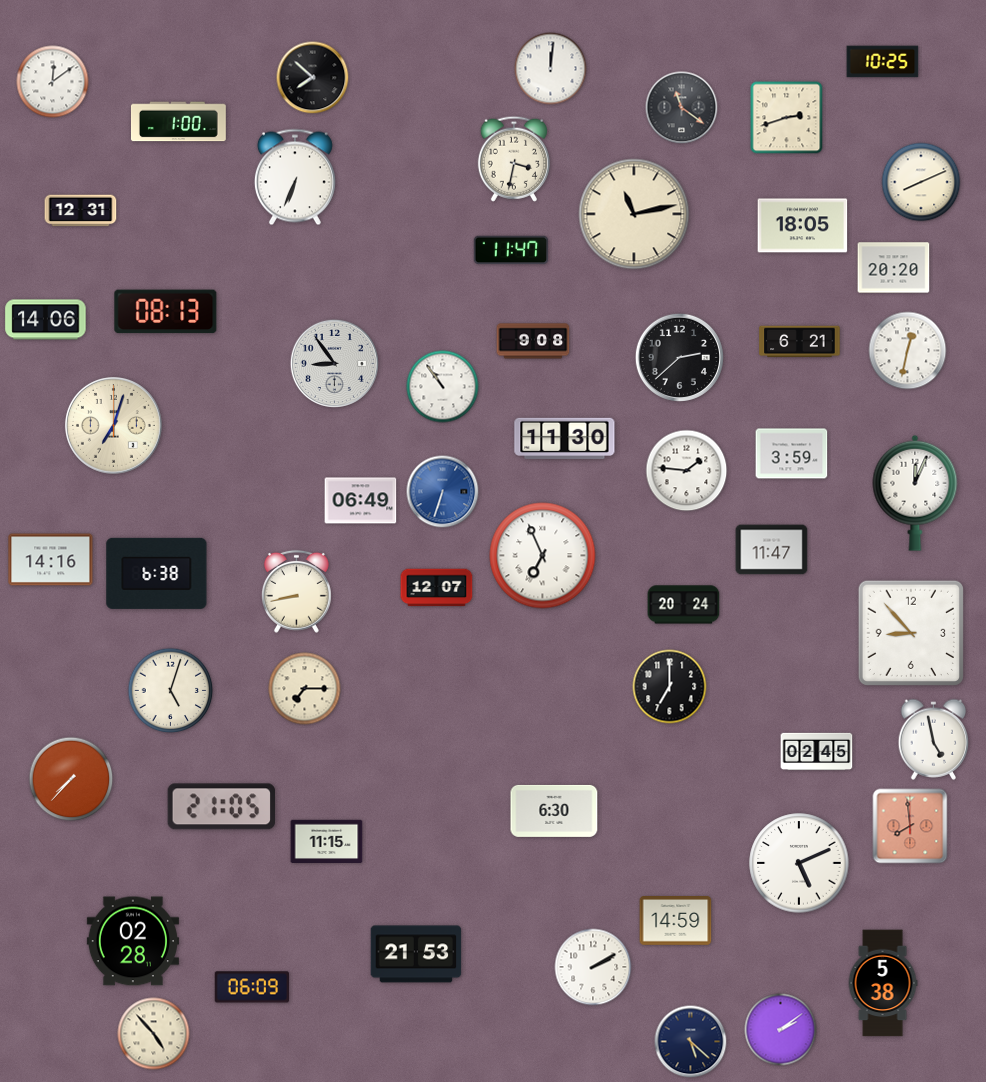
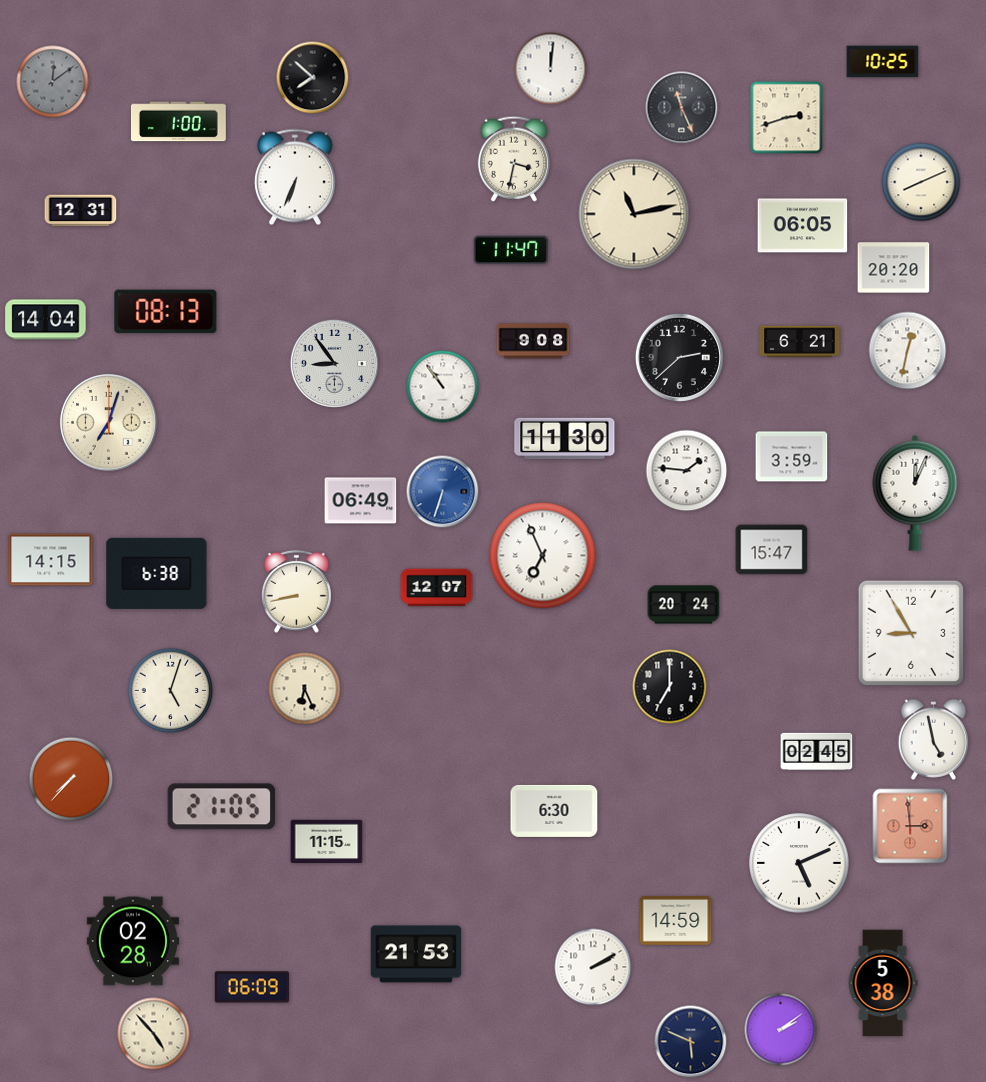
clock at (53, 82) dial: white -> grey
clock at (682, 108): 11:21 -> 11:26
clock at (803, 226): 18:05 -> 06:05
clock at (46, 320): 14:06 -> 14:04
clock at (113, 425) position: (113, 425) -> (108, 422)
clock at (792, 454) position: (792, 454) -> (792, 457)
clock at (772, 550): 11:47 -> 15:47
clock at (51, 560): 14:16 -> 14:15
clock at (910, 632): 8:53 -> 8:55
clock at (305, 689): 7:15 -> 6:26
clock at (910, 826): 7:59 -> 2:59
clock at (691, 1042): 5:22 -> 5:49
